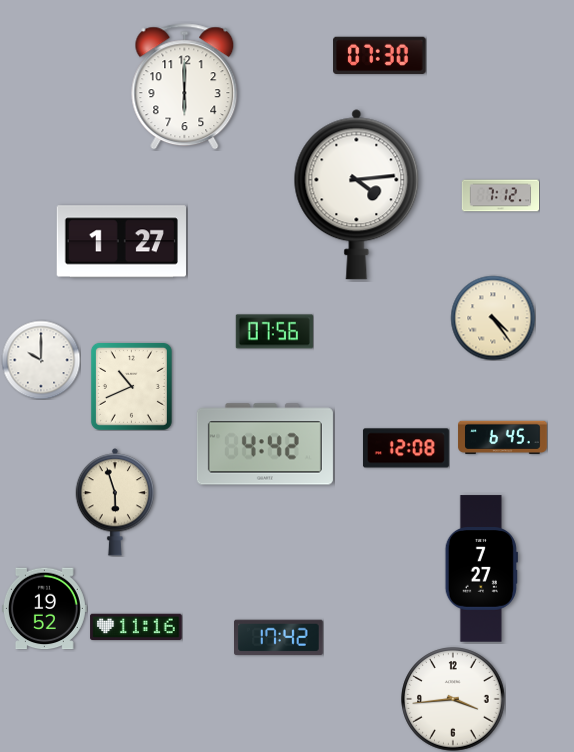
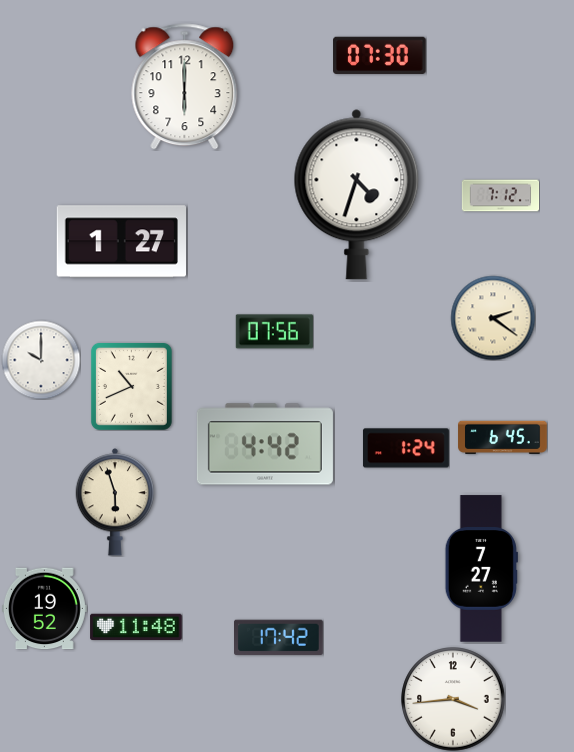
clock at (357, 195): 4:14 -> 4:33
clock at (493, 318): 4:24 -> 2:21
clock at (406, 448): 12:08 -> 1:24
clock at (136, 627): 11:16 -> 11:48
